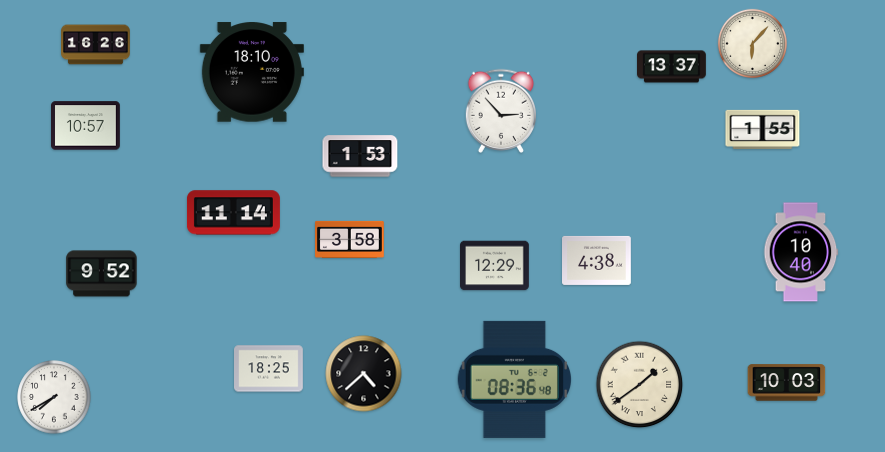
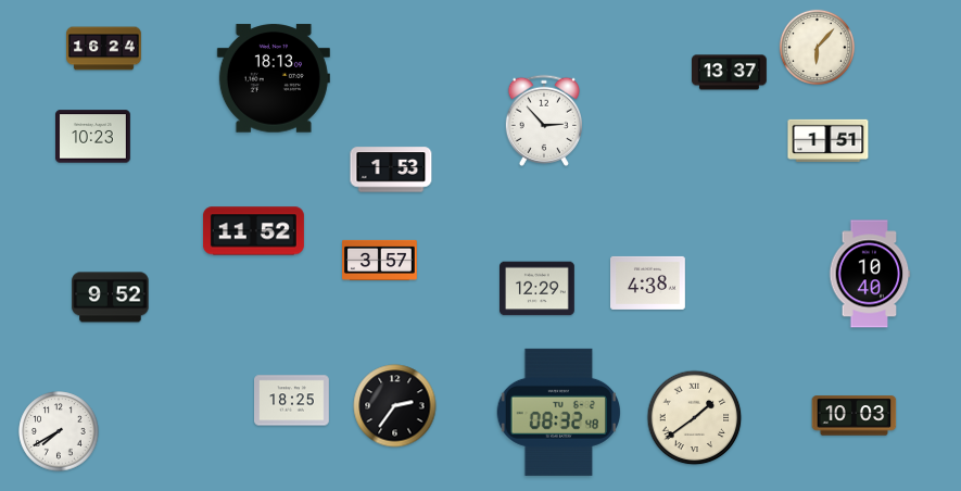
clock at (96, 45): 16:26 -> 16:24
clock at (252, 72): 18:10 -> 18:13
clock at (86, 126): 10:57 -> 10:23
clock at (763, 129): 1:55 -> 1:51
clock at (233, 213): 11:14 -> 11:52
clock at (350, 239): 3:58 -> 3:57
clock at (364, 374): 4:38 -> 2:36
clock at (514, 379): 08:36 -> 08:32
